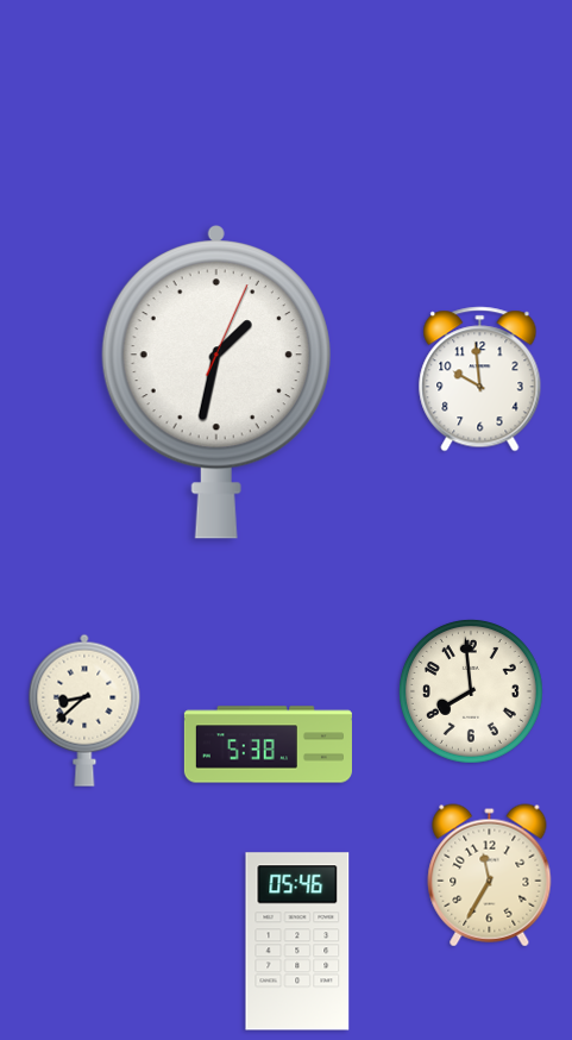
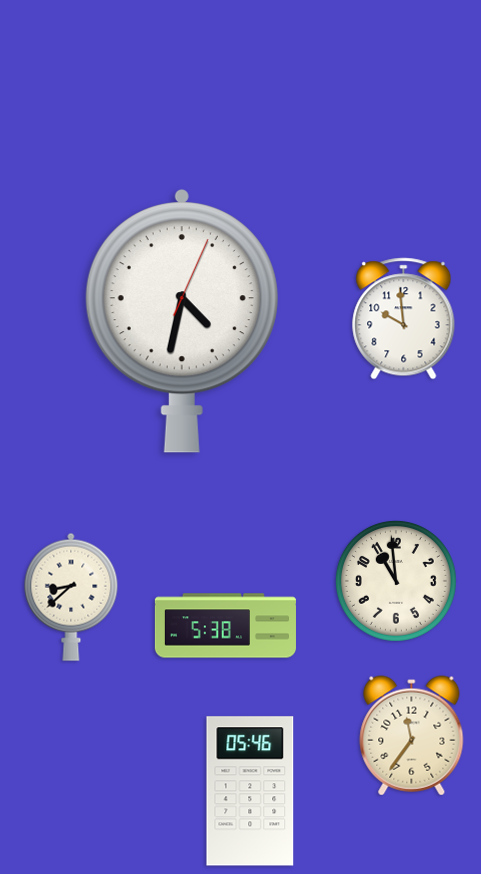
clock at (216, 383): 1:32 -> 4:32
clock at (471, 691): 7:59 -> 10:59
clock at (490, 876): 11:35 -> 11:36
